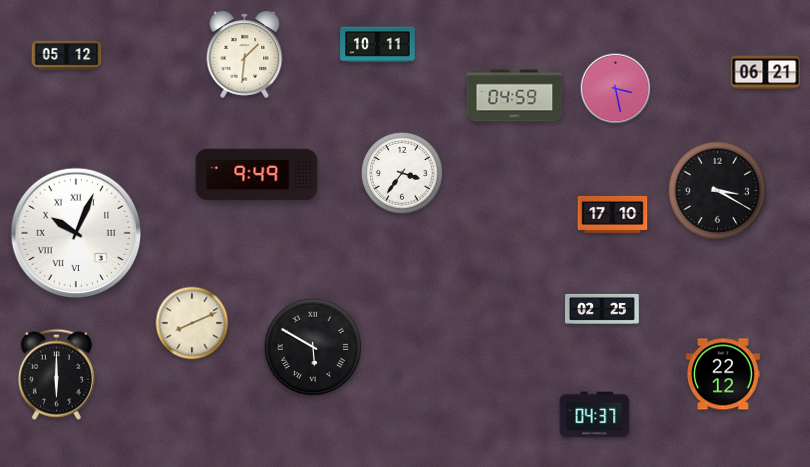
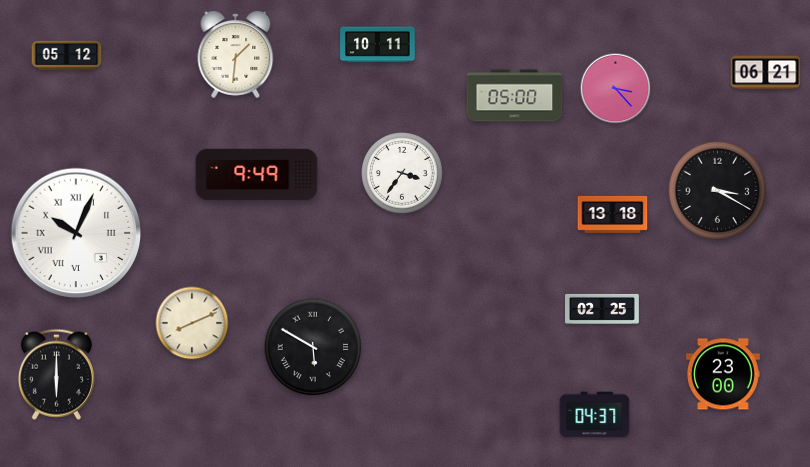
clock at (245, 54) position: (245, 54) -> (236, 54)
clock at (616, 89): 3:28 -> 3:23
clock at (515, 96): 04:59 -> 05:00
clock at (613, 214): 17:10 -> 13:18
clock at (724, 374): 22:12 -> 23:00
